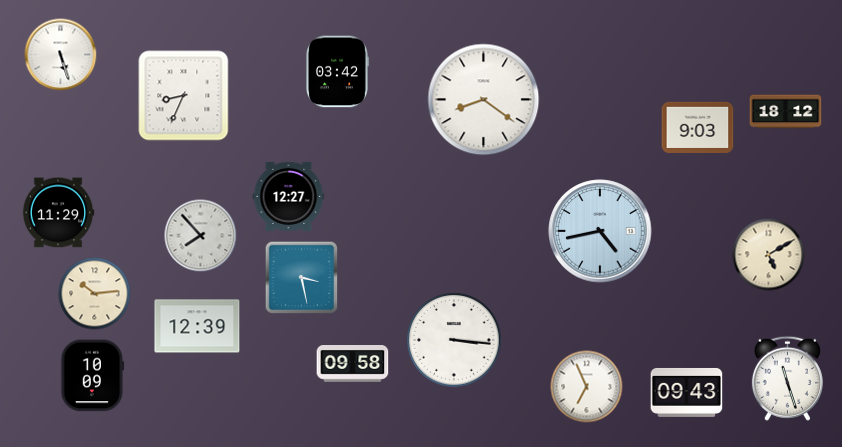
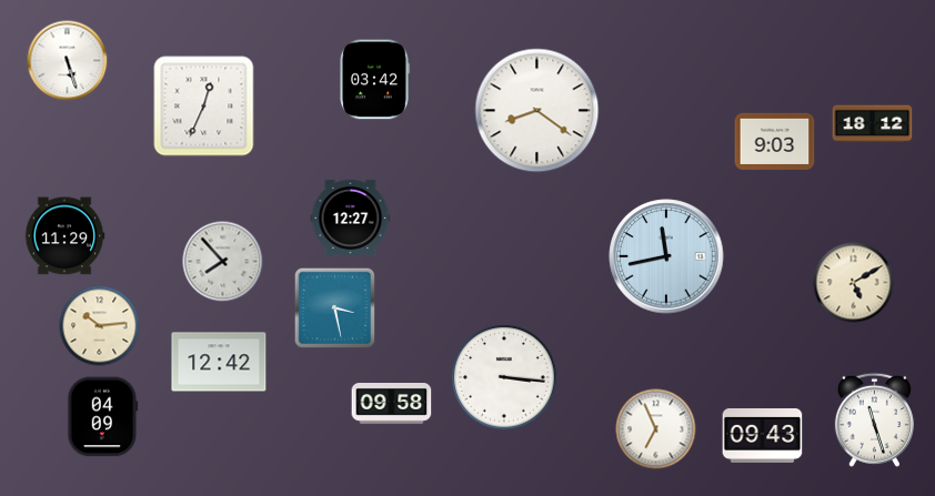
clock at (184, 96): 8:34 -> 12:34
clock at (289, 196) position: (289, 196) -> (351, 217)
clock at (600, 231): 4:43 -> 11:43
clock at (95, 294) position: (95, 294) -> (100, 326)
clock at (197, 326): 12:39 -> 12:42
clock at (93, 376): 10:09 -> 04:09
clock at (587, 387) position: (587, 387) -> (656, 429)
